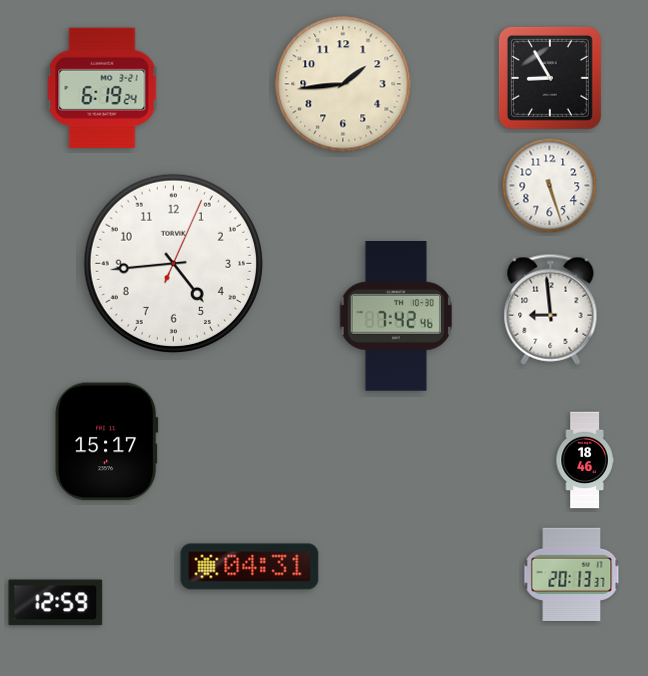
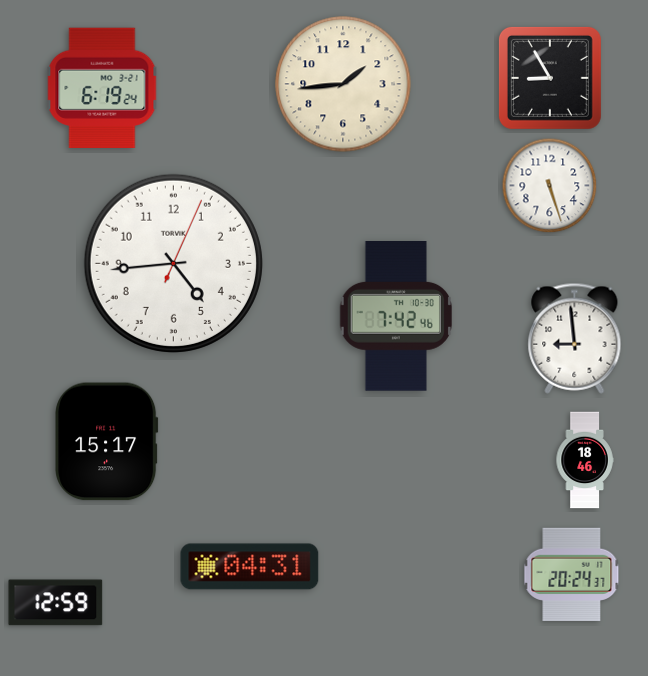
clock at (551, 309) position: (551, 309) -> (575, 338)
clock at (572, 574): 20:13 -> 20:24
